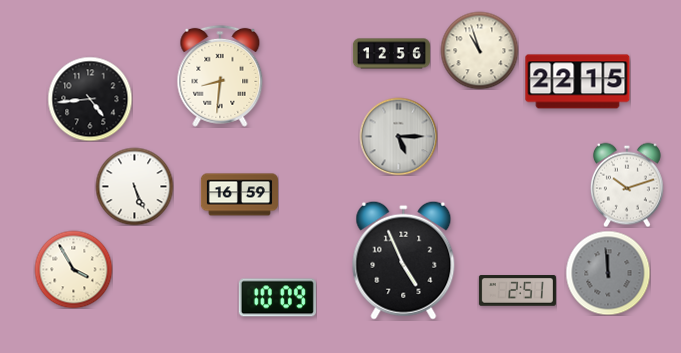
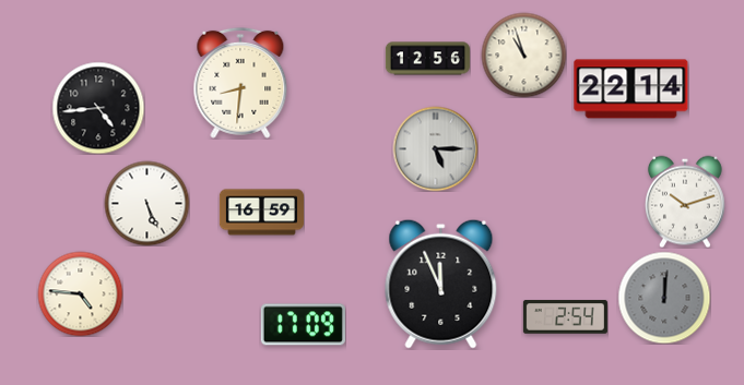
clock at (578, 82): 22:15 -> 22:14
clock at (404, 260): 4:56 -> 11:56
clock at (73, 269): 3:55 -> 4:46
clock at (608, 273): 11:59 -> 12:01
clock at (517, 291): 2:51 -> 2:54
clock at (277, 298): 10:09 -> 17:09
